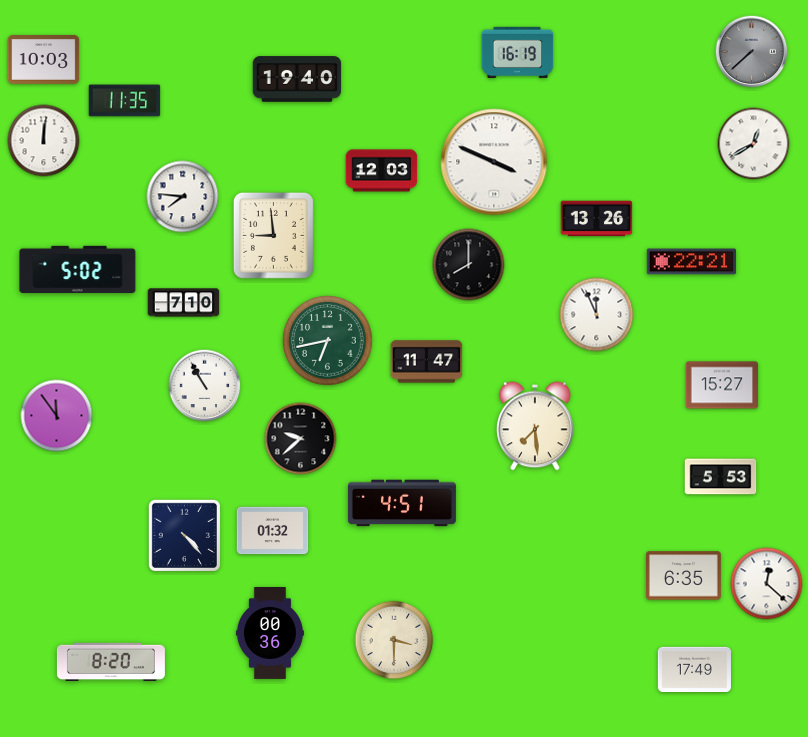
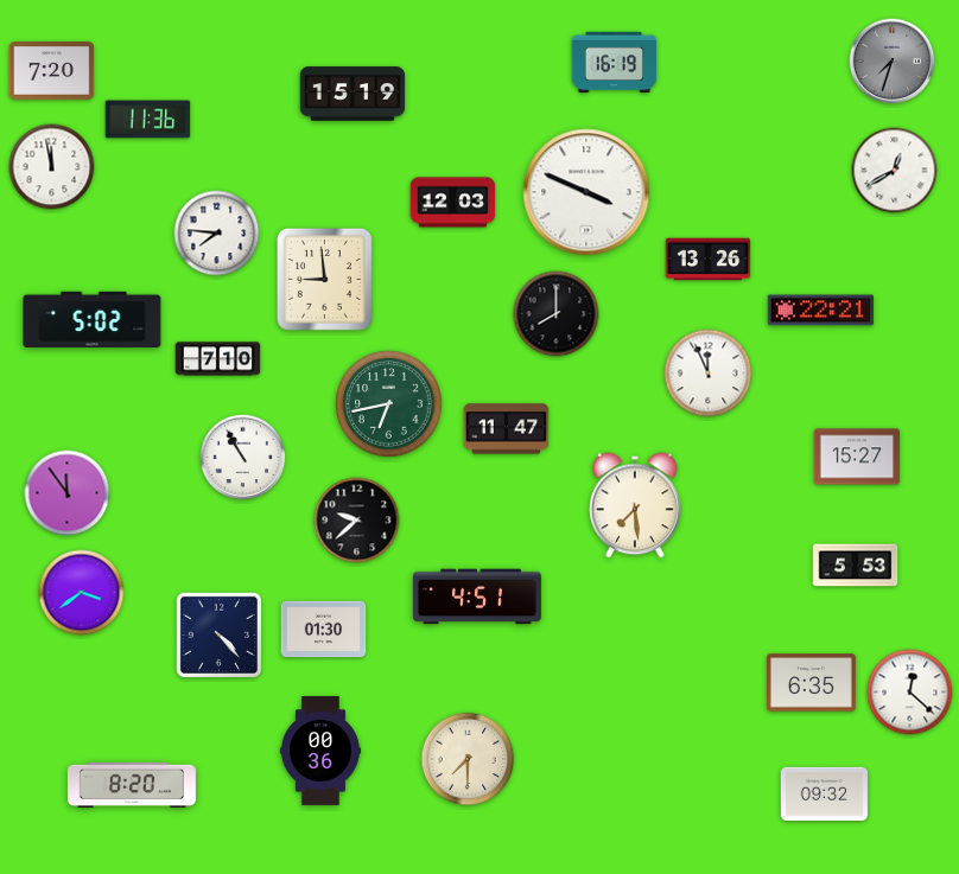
clock at (752, 52): 7:38 -> 7:33
clock at (44, 60): 10:03 -> 7:20
clock at (297, 79): 19:40 -> 15:19
clock at (125, 101): 11:35 -> 11:36
clock at (44, 141): 12:01 -> 11:58
clock at (82, 593): none -> 3:39
clock at (273, 531): 01:32 -> 01:30
clock at (394, 640): 3:30 -> 7:30
clock at (694, 669): 17:49 -> 09:32
